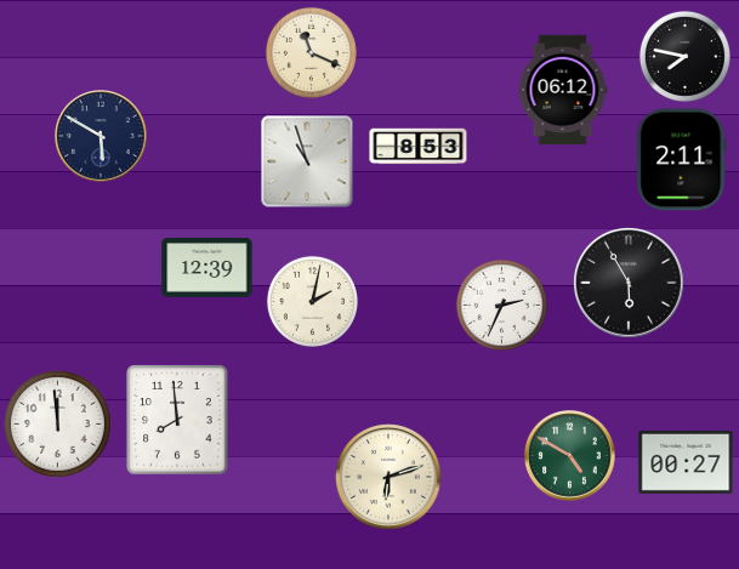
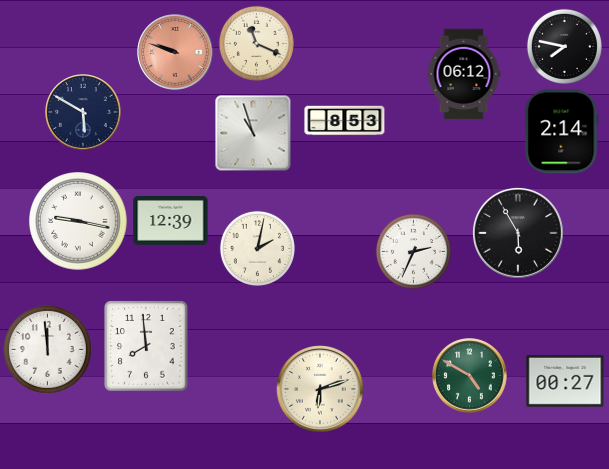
clock at (175, 52): none -> 9:48
clock at (682, 160): 2:11 -> 2:14
clock at (79, 222): none -> 9:17
clock at (388, 477) position: (388, 477) -> (320, 389)
